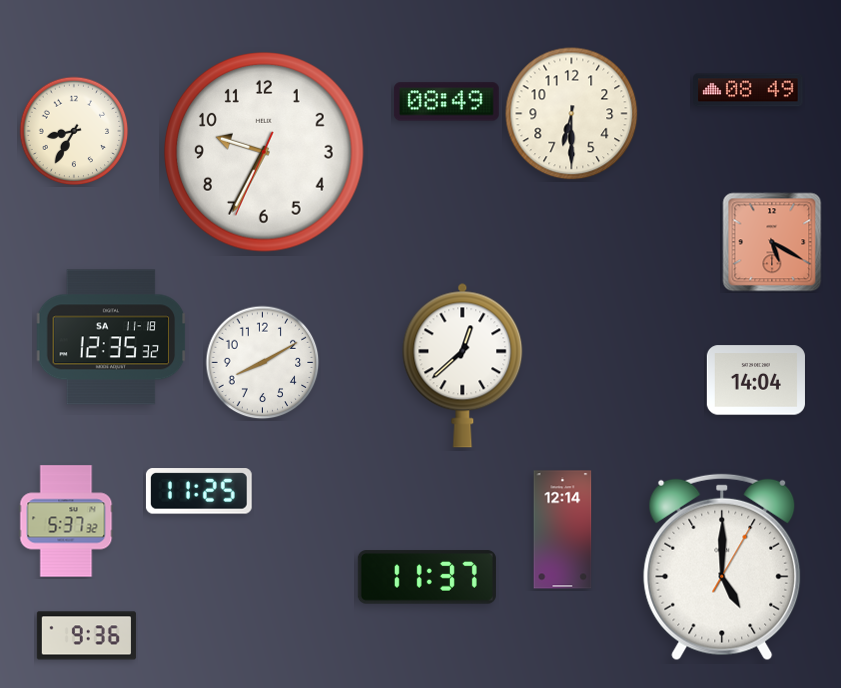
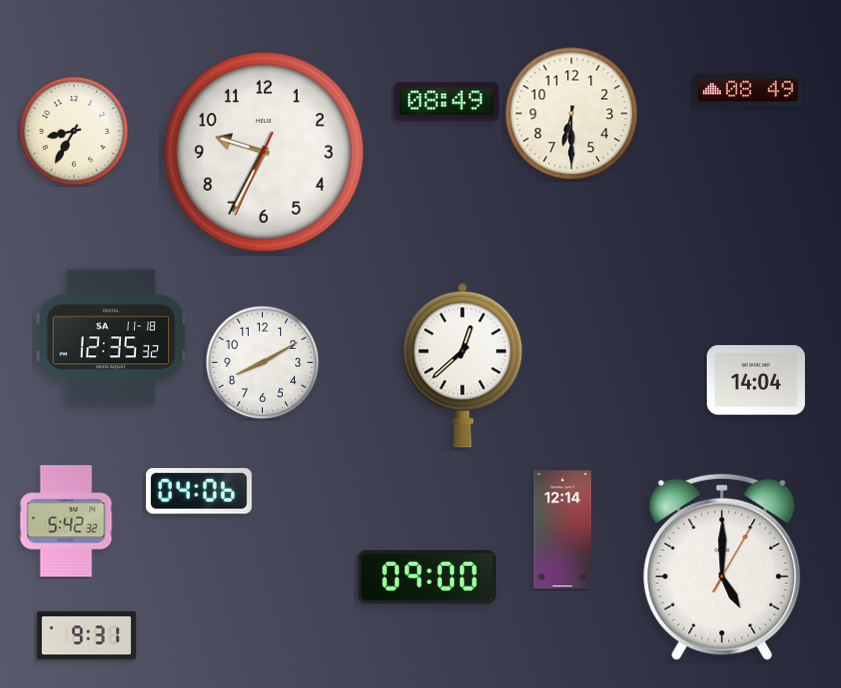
clock at (772, 242): 5:20 -> none
clock at (199, 491): 11:25 -> 04:06
clock at (66, 521): 5:37 -> 5:42
clock at (427, 577): 11:37 -> 09:00
clock at (86, 636): 9:36 -> 9:31
